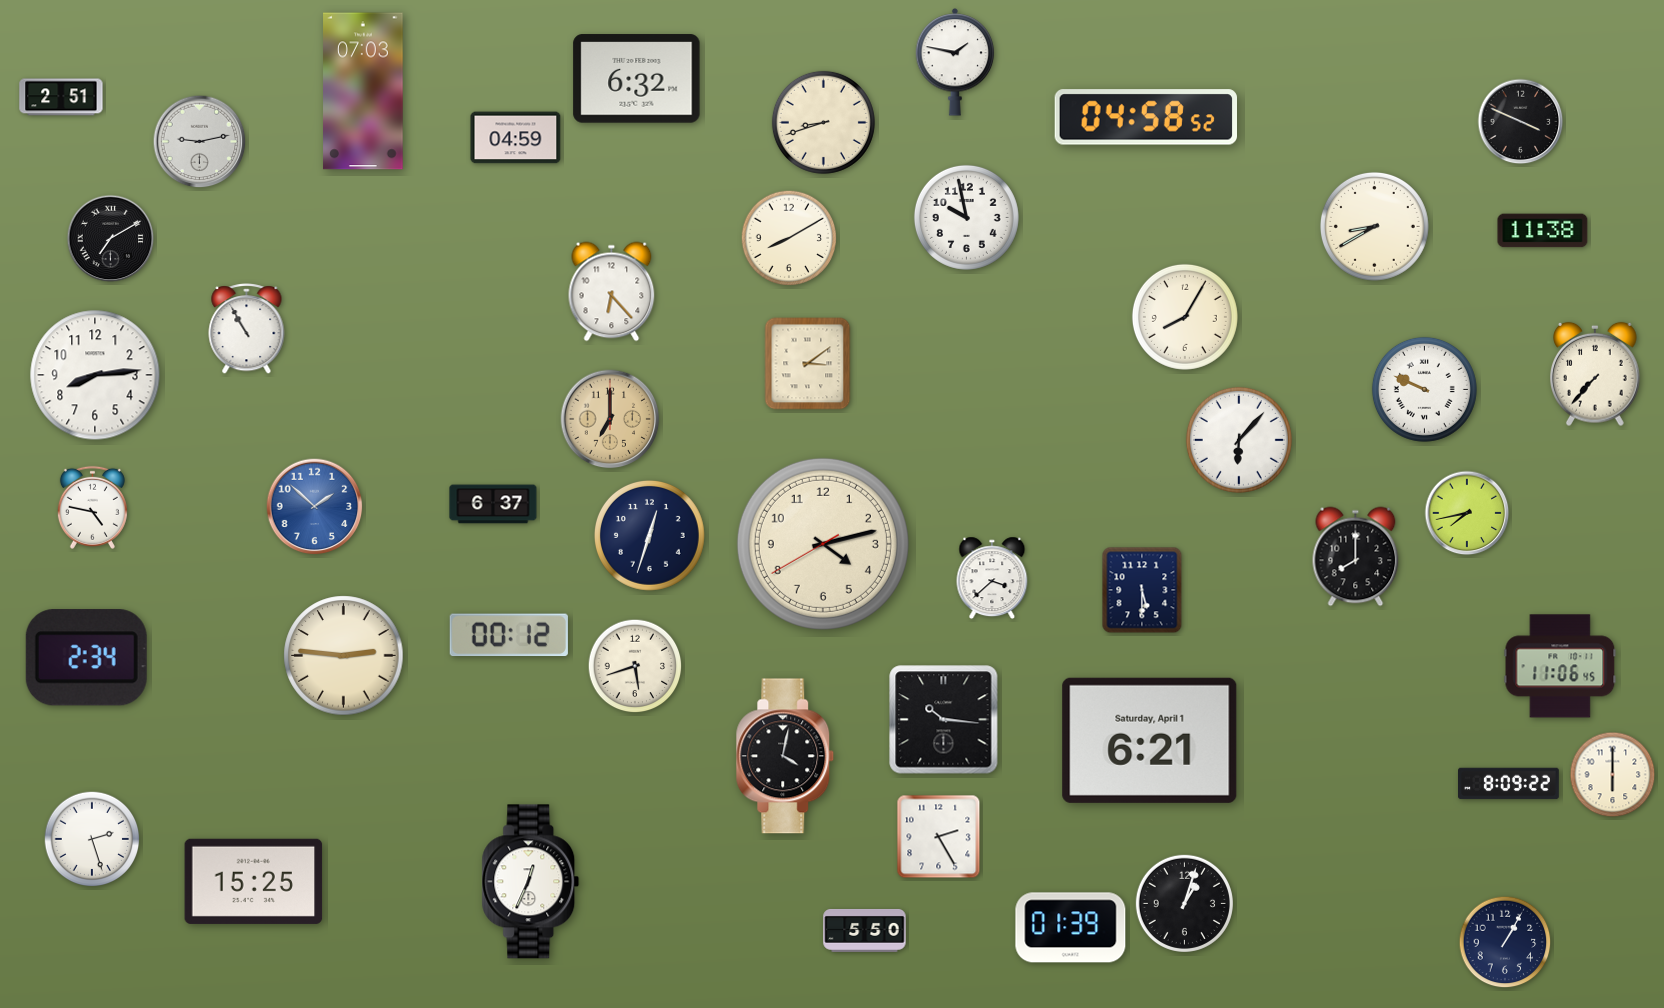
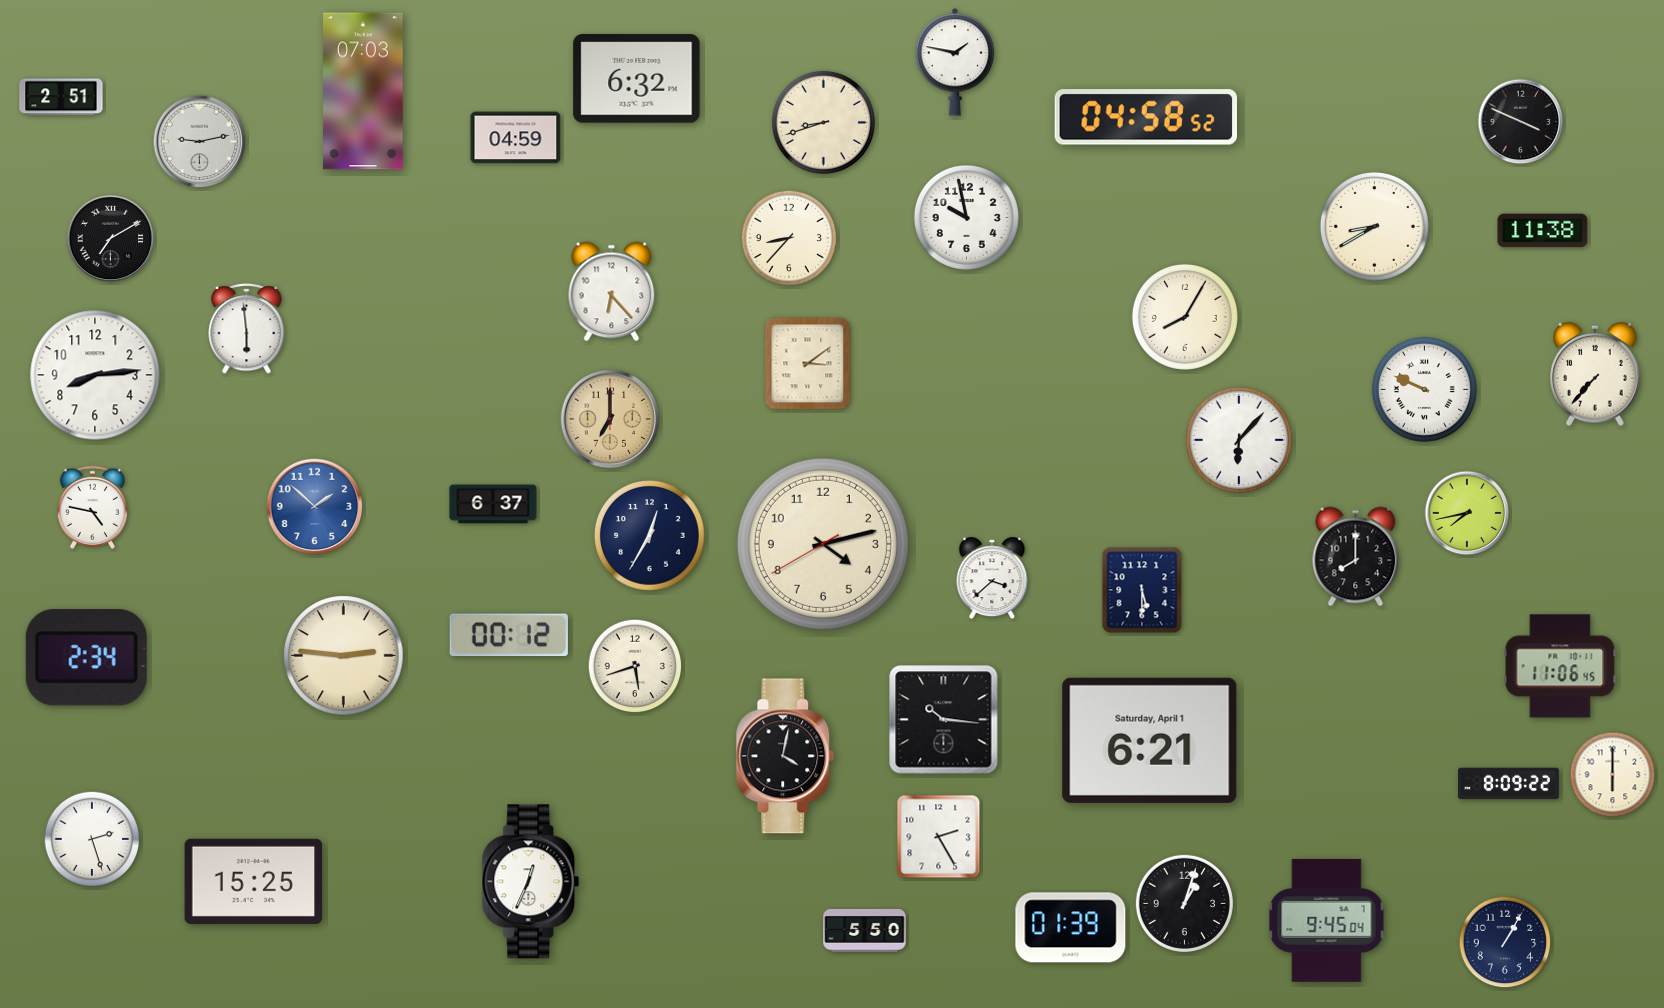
clock at (789, 238): 8:10 -> 8:37
clock at (247, 329): 10:55 -> 5:59
clock at (649, 535): 12:33 -> 12:35
clock at (1327, 920): none -> 9:45
